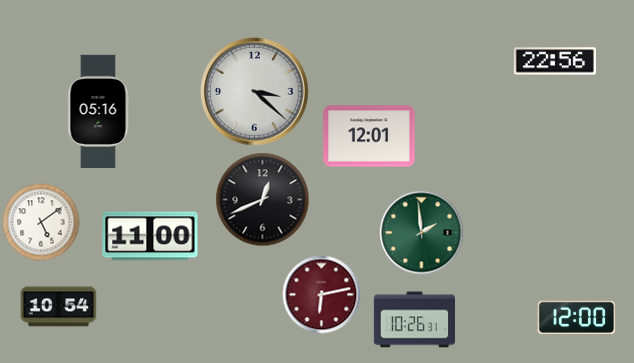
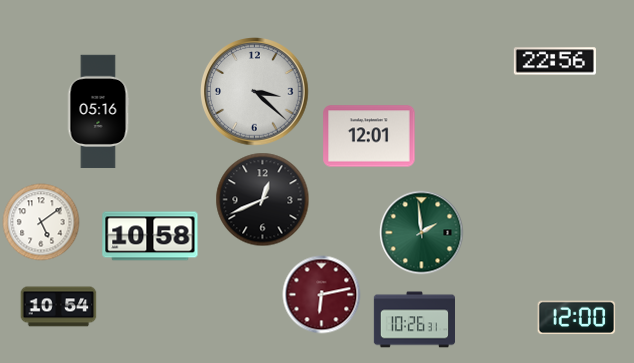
clock at (150, 236): 11:00 -> 10:58
